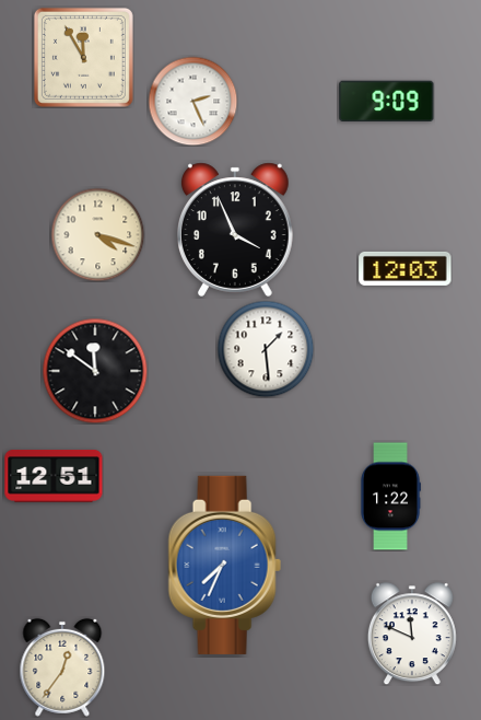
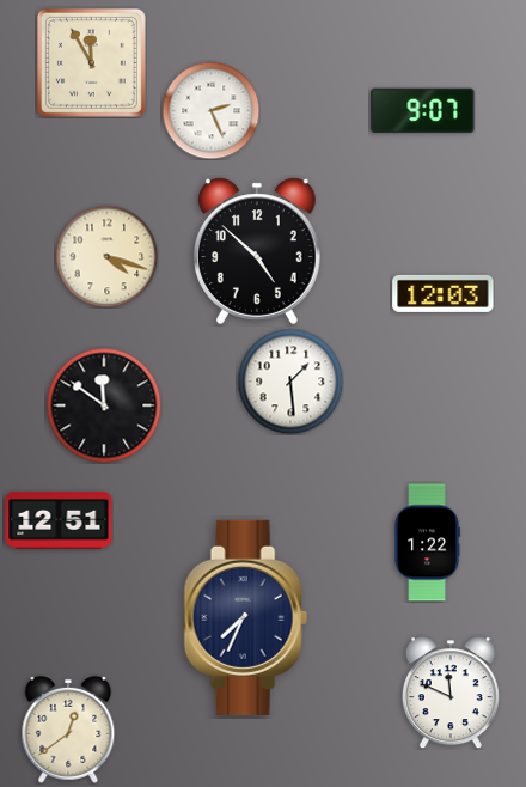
clock at (387, 102): 9:09 -> 9:07
clock at (236, 230): 3:56 -> 4:52
clock at (224, 565) dial: blue -> navy
clock at (62, 667): 12:36 -> 12:39
